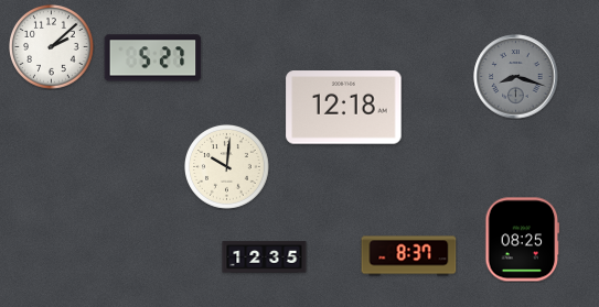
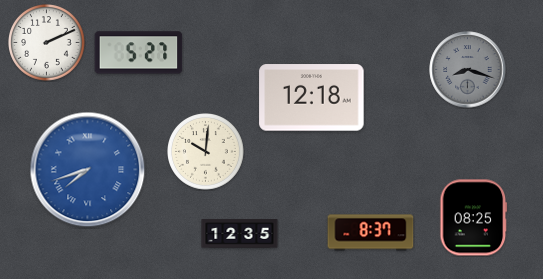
clock at (52, 47): 2:08 -> 2:11
clock at (88, 170): none -> 7:42
